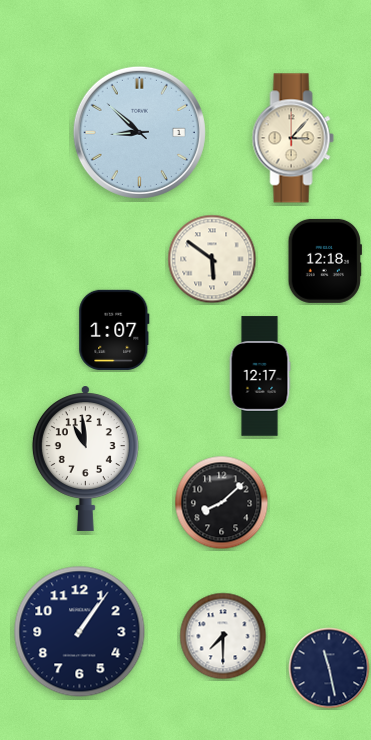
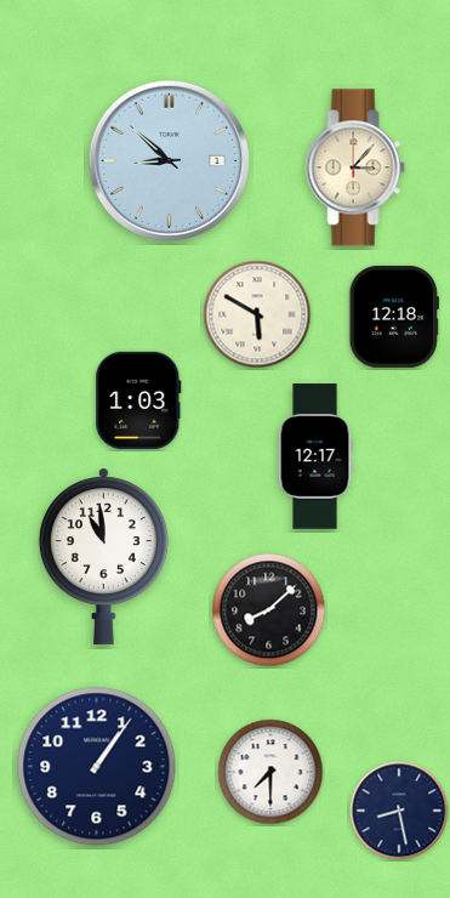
clock at (212, 259): 5:51 -> 5:50
clock at (114, 330): 1:07 -> 1:03
clock at (329, 668): 11:28 -> 8:28
